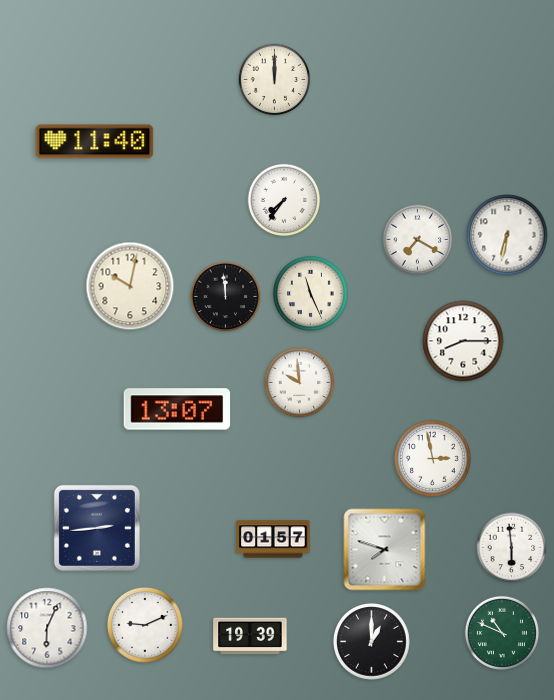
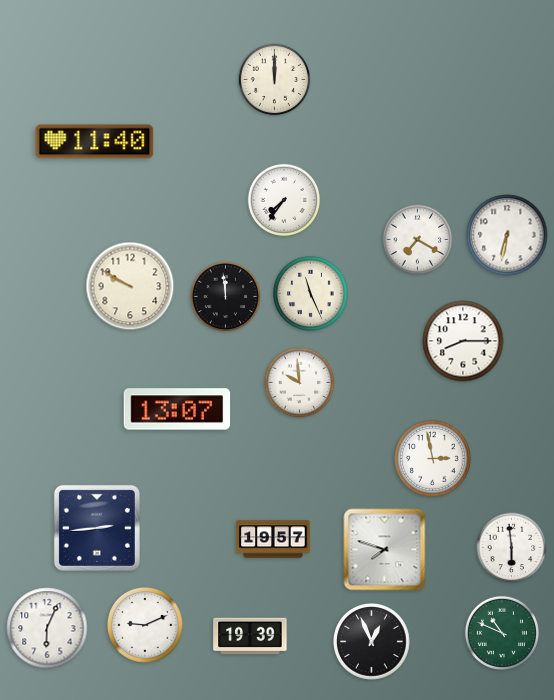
clock at (130, 286): 10:02 -> 9:50
clock at (273, 539): 01:57 -> 19:57
clock at (372, 642): 1:00 -> 12:56
